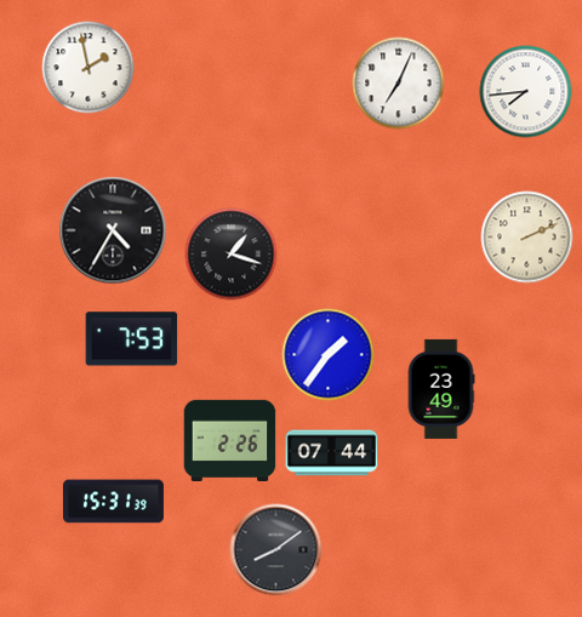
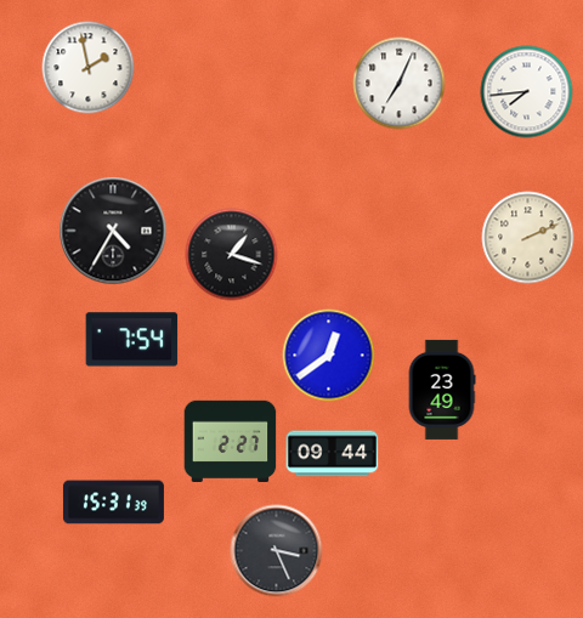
clock at (132, 339): 7:53 -> 7:54
clock at (329, 355): 1:36 -> 12:39
clock at (230, 440): 2:26 -> 2:27
clock at (332, 453): 07:44 -> 09:44
clock at (276, 550): 8:09 -> 3:26
